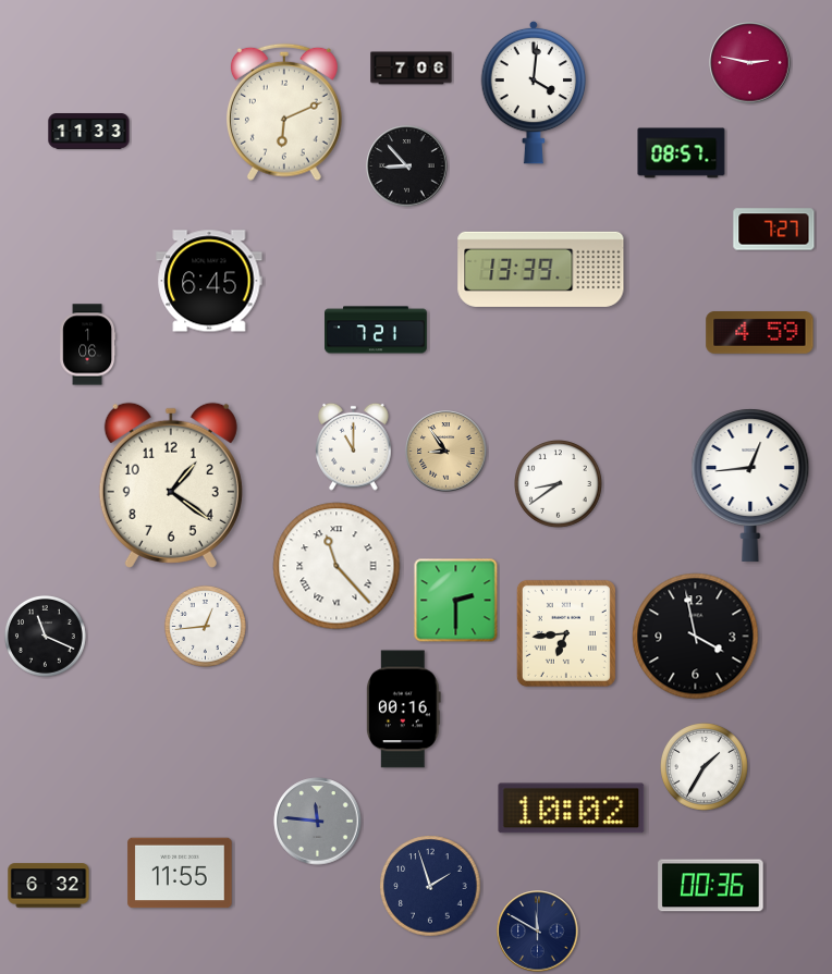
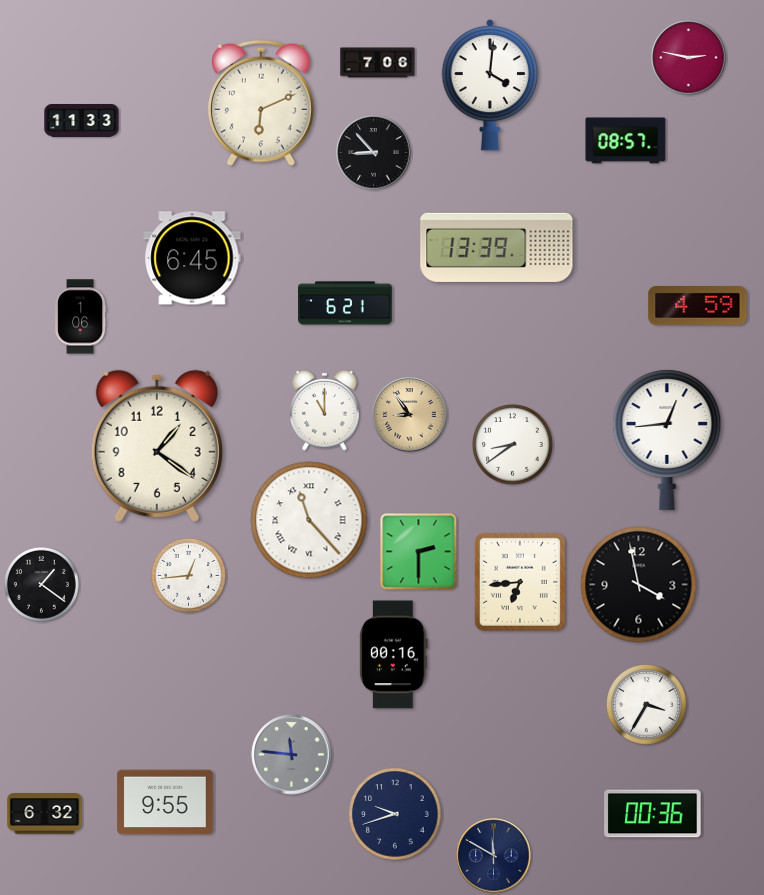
clock at (774, 230): 7:27 -> none
clock at (376, 330): 7:21 -> 6:21
clock at (750, 485) position: (750, 485) -> (667, 440)
clock at (45, 636): 11:19 -> 1:21
clock at (404, 710) position: (404, 710) -> (394, 655)
clock at (705, 767): 1:35 -> 3:35
clock at (572, 809): 10:02 -> none
clock at (180, 873): 11:55 -> 9:55
clock at (430, 886): 1:57 -> 9:42
